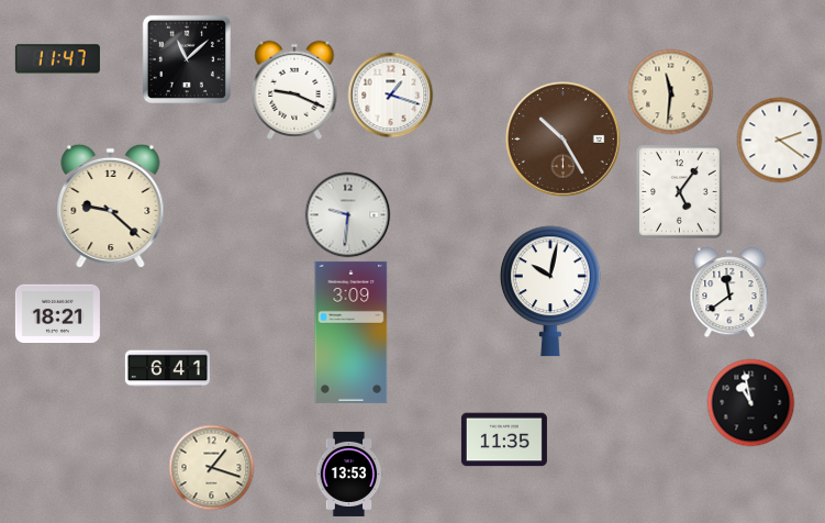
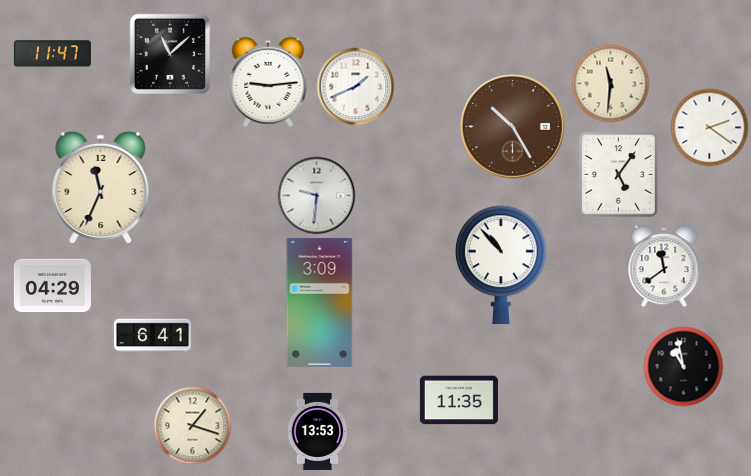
clock at (294, 90): 9:19 -> 9:14
clock at (390, 94): 1:18 -> 1:41
clock at (111, 205): 9:22 -> 11:34
clock at (550, 291): 10:02 -> 10:53
clock at (57, 314): 18:21 -> 04:29
